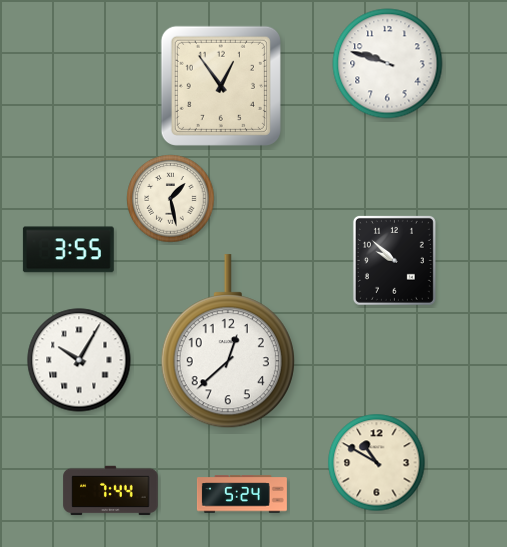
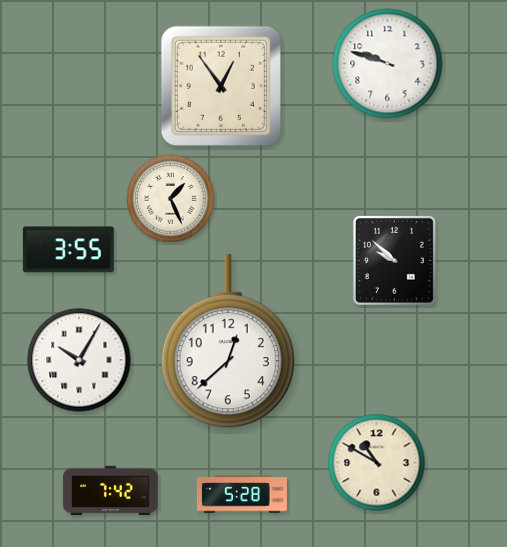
clock at (171, 199): 1:28 -> 1:26
clock at (111, 491): 7:44 -> 7:42
clock at (242, 494): 5:24 -> 5:28
